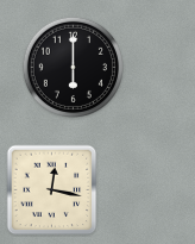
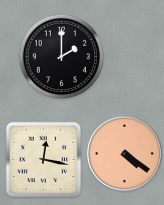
clock at (73, 67): 6:00 -> 2:00
clock at (124, 153): none -> 4:21
